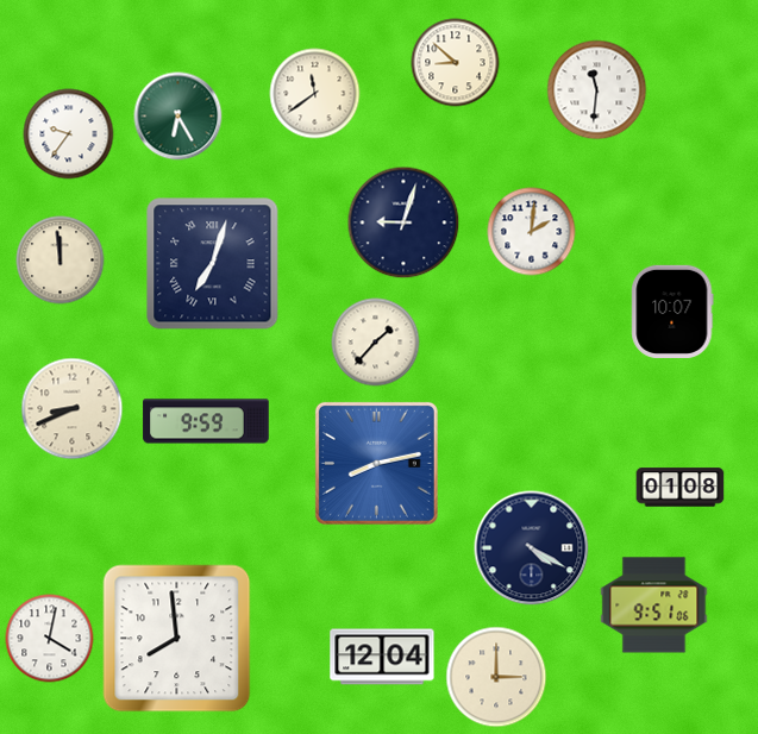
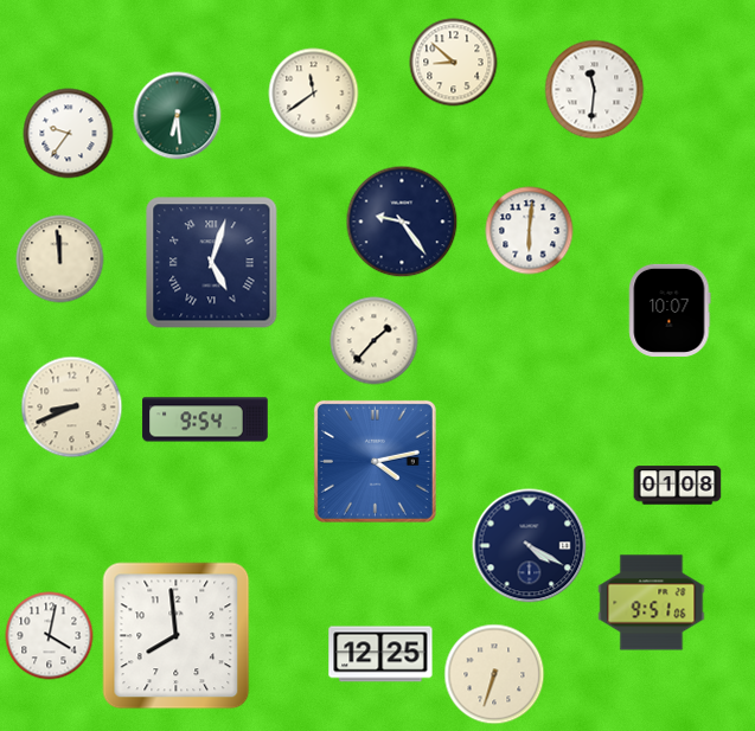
clock at (178, 117): 6:25 -> 6:29
clock at (403, 222): 9:03 -> 9:24
clock at (532, 232): 2:01 -> 6:01
clock at (213, 264): 7:03 -> 5:03
clock at (206, 421): 9:59 -> 9:54
clock at (376, 463): 8:13 -> 4:13
clock at (382, 657): 12:04 -> 12:25
clock at (496, 677): 3:00 -> 6:33
